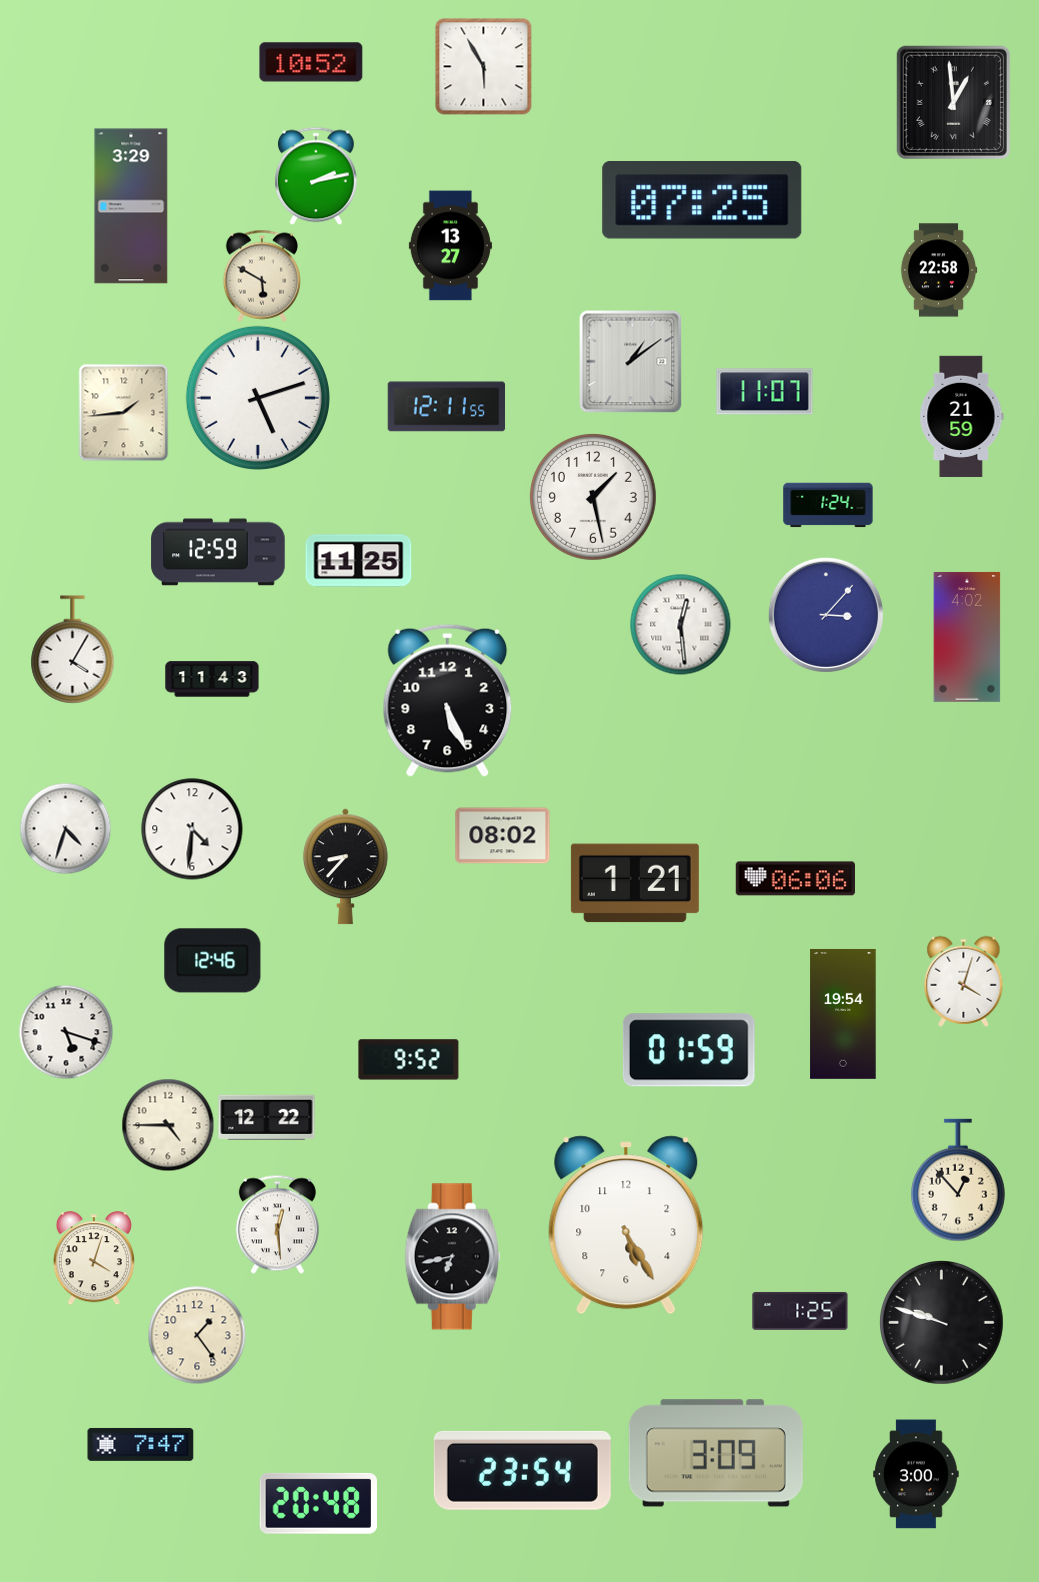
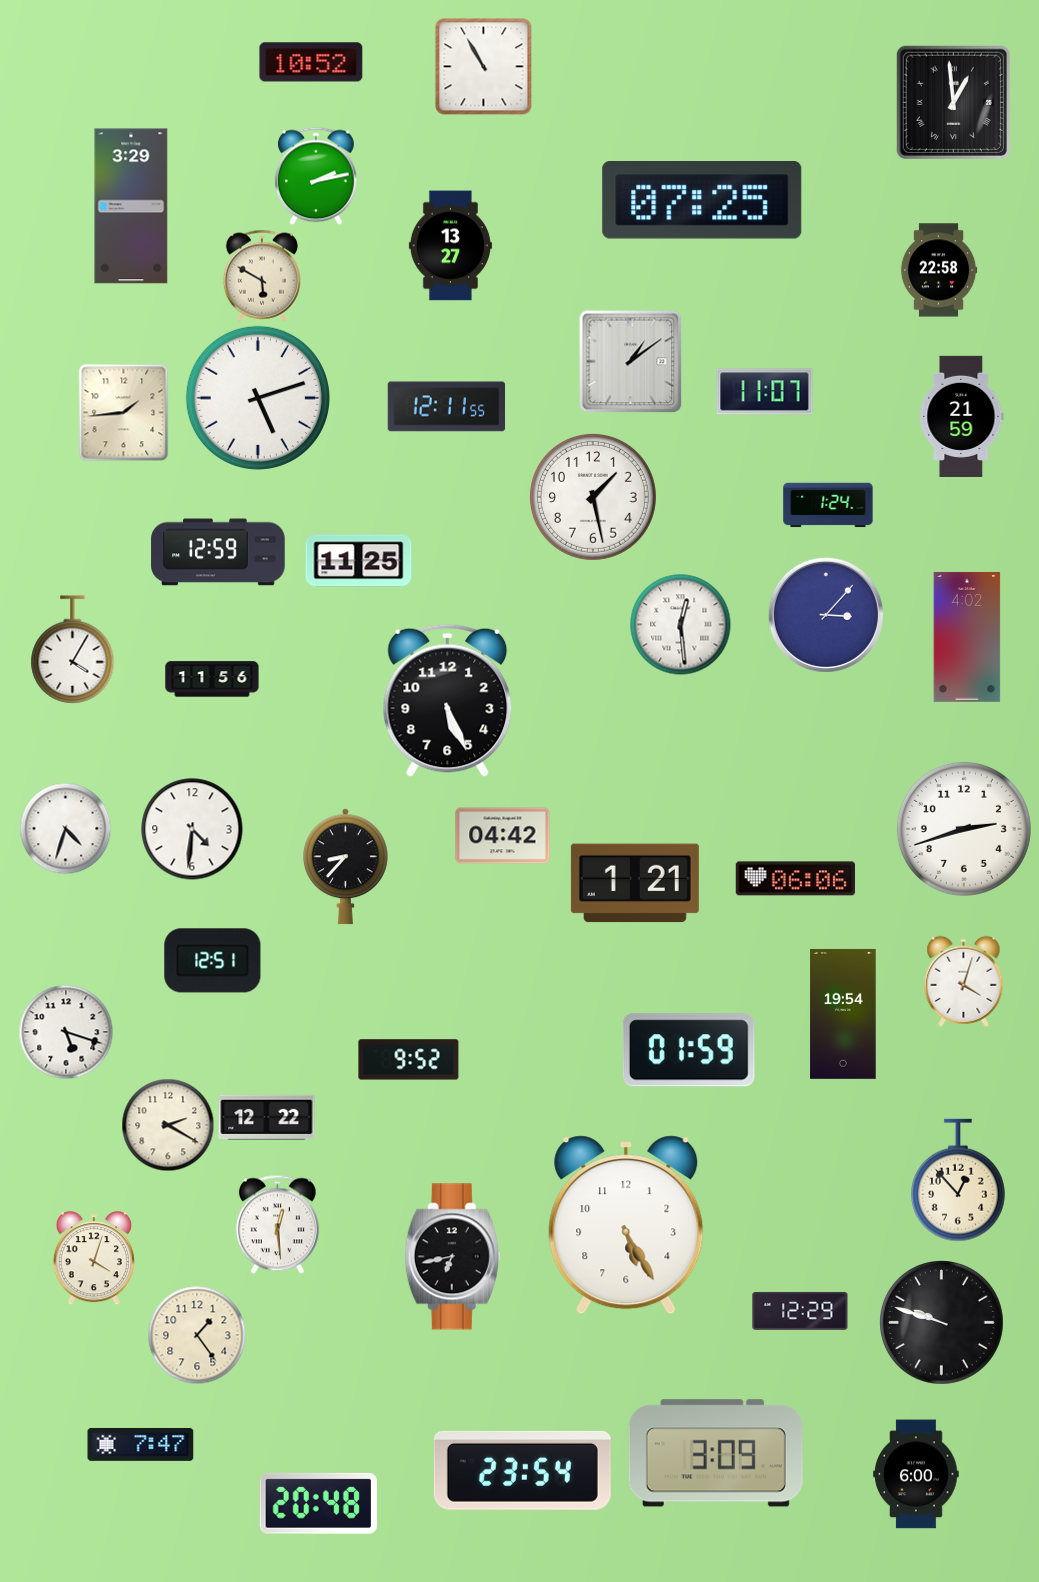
clock at (484, 67): 5:55 -> 10:55
clock at (212, 679): 11:43 -> 11:56
clock at (964, 829): none -> 2:42
clock at (503, 836): 08:02 -> 04:42
clock at (213, 961): 12:46 -> 12:51
clock at (168, 1125): 4:45 -> 2:20
clock at (800, 1311): 1:25 -> 12:29
clock at (916, 1474): 3:00 -> 6:00
